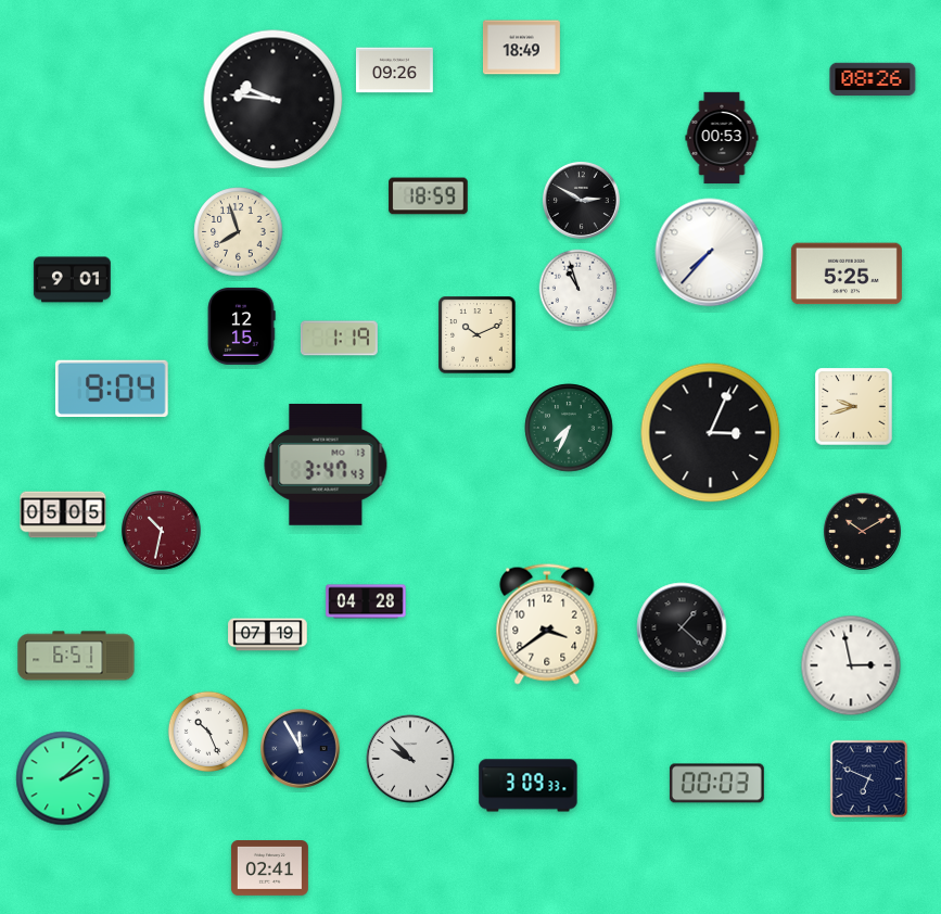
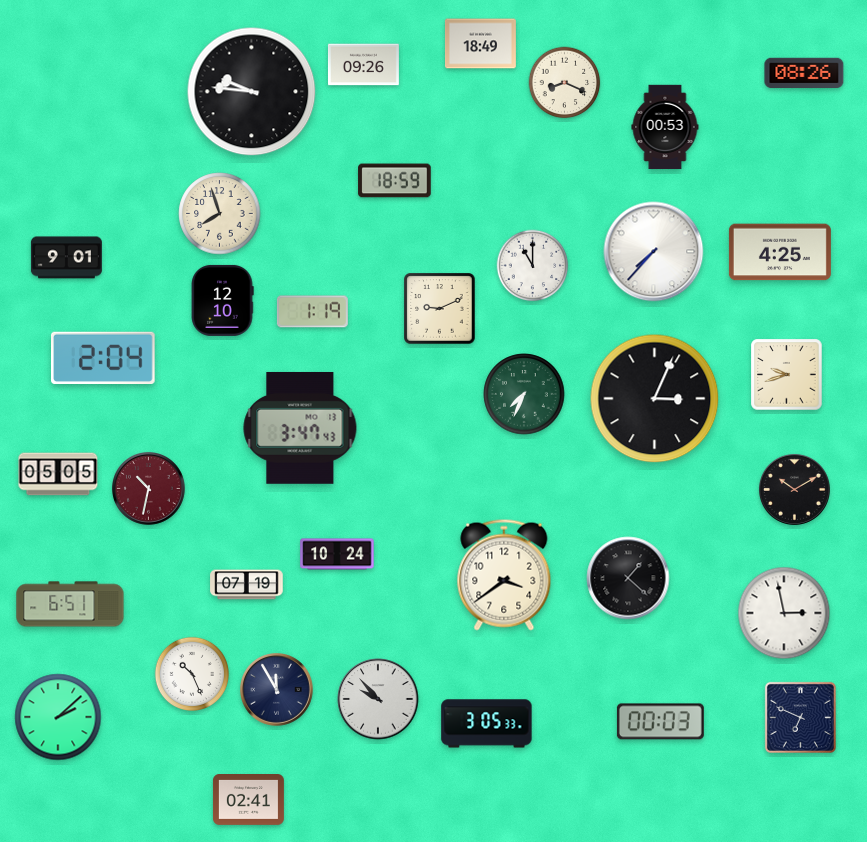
clock at (565, 83): none -> 8:19
clock at (581, 200): 2:50 -> none
clock at (710, 253) position: (710, 253) -> (654, 252)
clock at (847, 274): 5:25 -> 4:25
clock at (578, 289): 10:57 -> 11:00
clock at (241, 326): 12:15 -> 12:10
clock at (478, 335): 10:11 -> 9:11
clock at (113, 388): 9:04 -> 2:04
clock at (366, 601): 04:28 -> 10:24
clock at (529, 786): 3:09 -> 3:05
